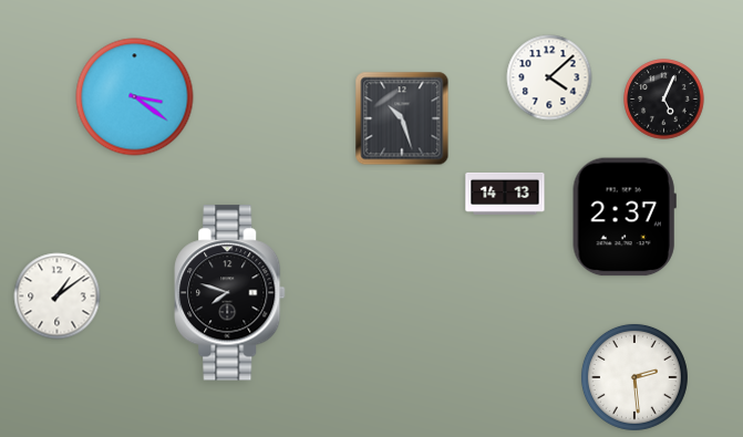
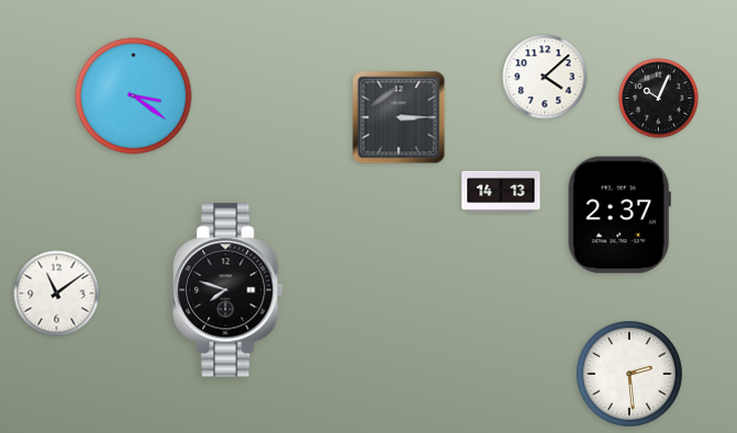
clock at (664, 100): 5:04 -> 10:04
clock at (402, 118): 10:27 -> 3:15
clock at (58, 296): 1:09 -> 11:09
